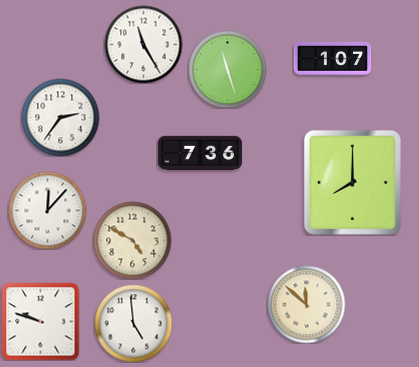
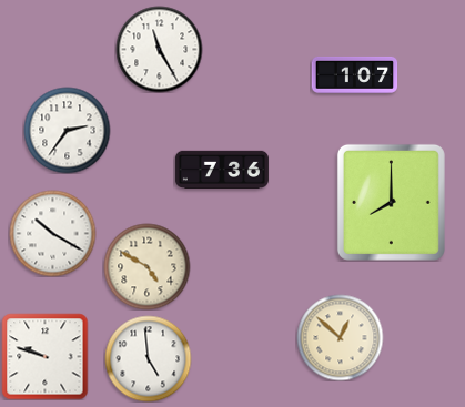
clock at (332, 58) position: (332, 58) -> (354, 74)
clock at (227, 69): 11:27 -> none
clock at (47, 210): 12:07 -> 10:20
clock at (306, 304): 11:52 -> 12:52
